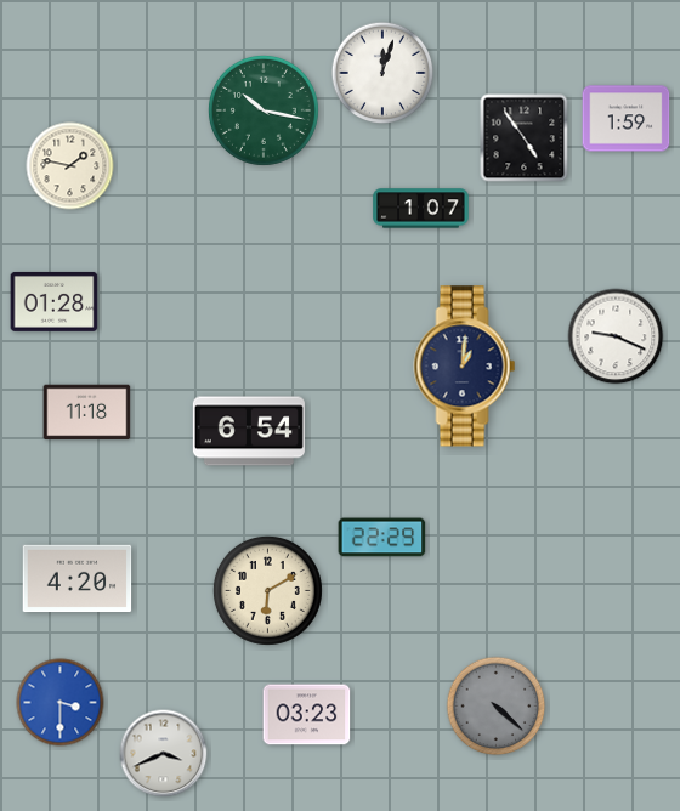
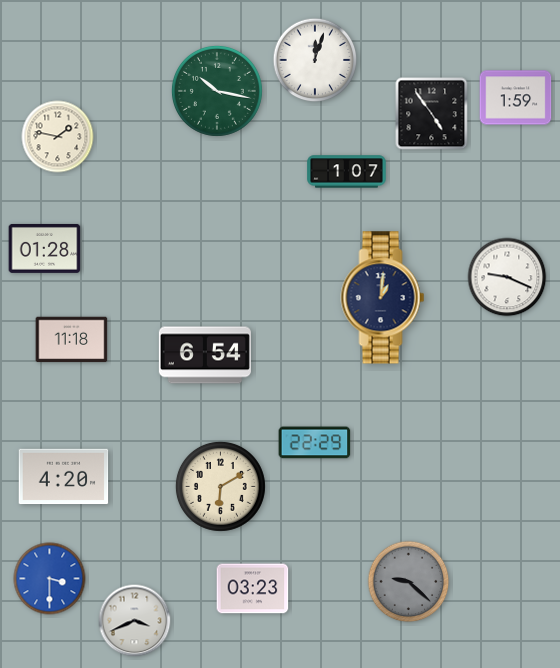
clock at (465, 367) position: (465, 367) -> (383, 298)
clock at (497, 707): 4:22 -> 9:22
